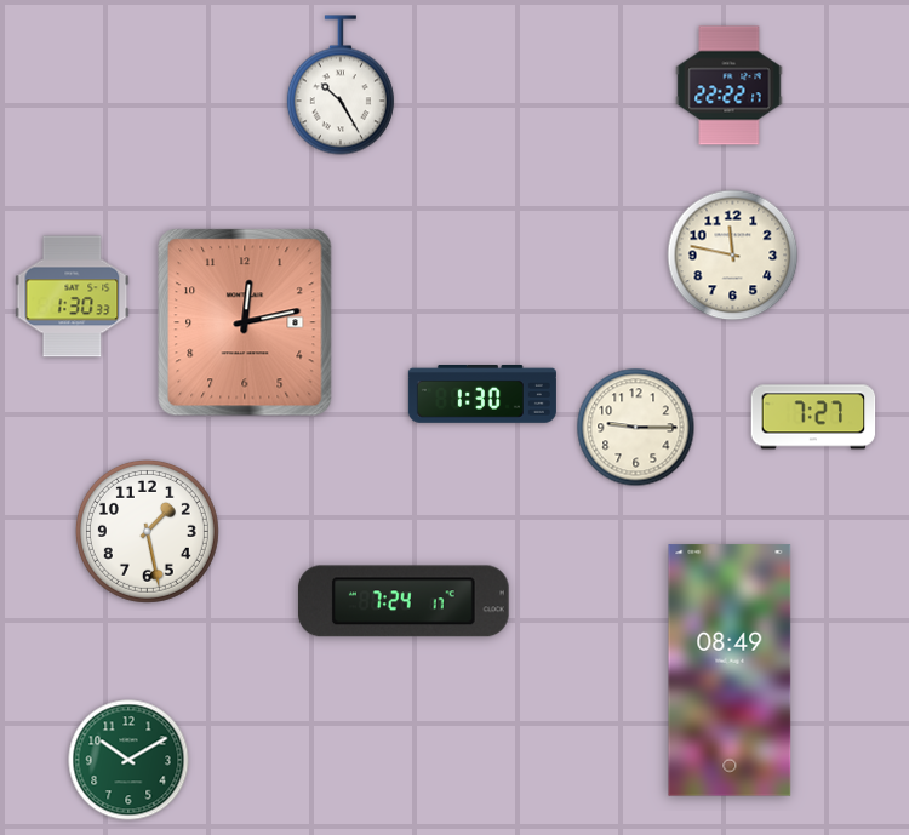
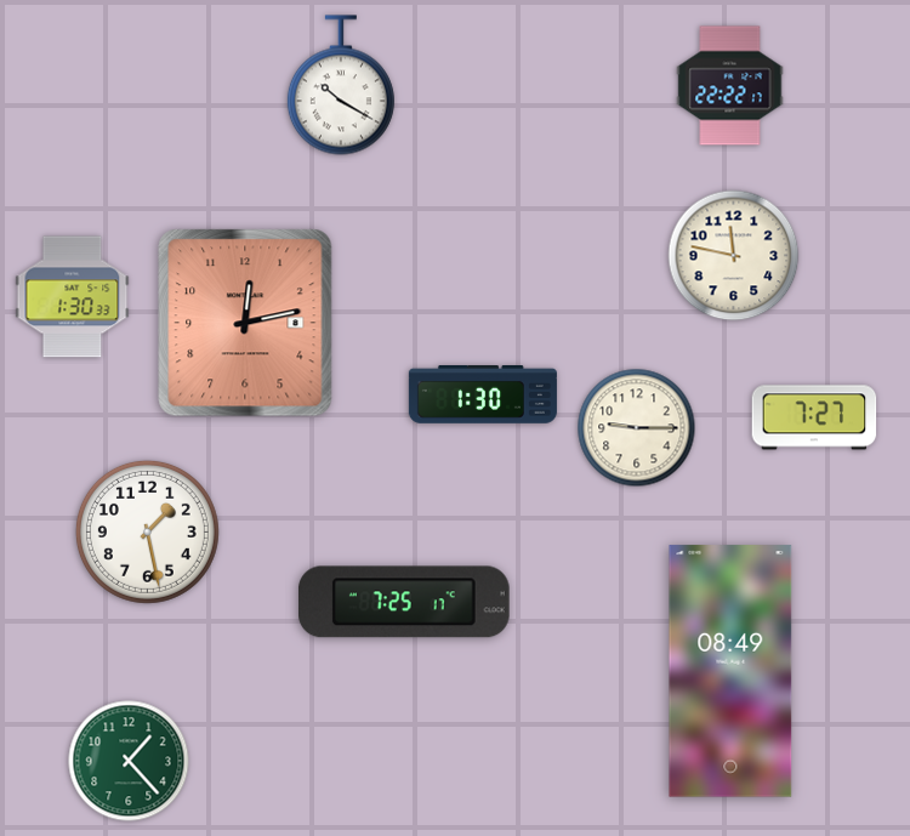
clock at (341, 85): 10:25 -> 10:20
clock at (404, 601): 7:24 -> 7:25
clock at (128, 760): 10:10 -> 1:23
